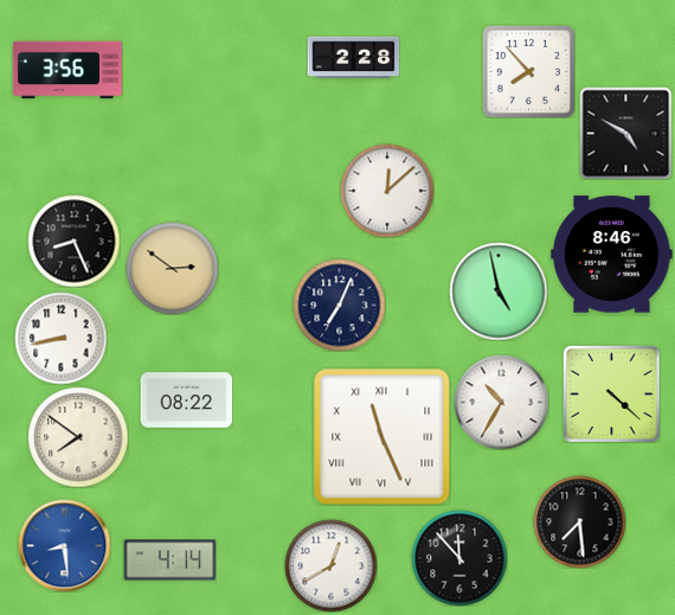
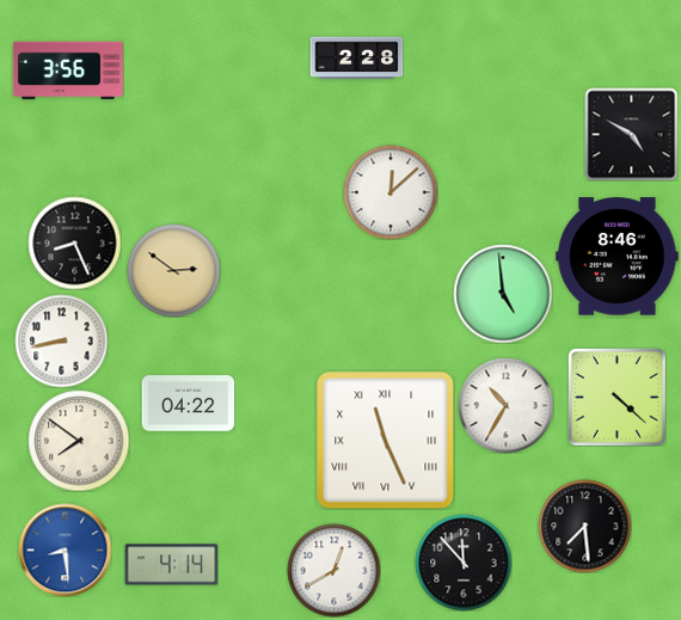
clock at (528, 71): 7:53 -> none
clock at (499, 292): 4:58 -> 4:59
clock at (339, 305): 7:04 -> none
clock at (186, 401): 08:22 -> 04:22
